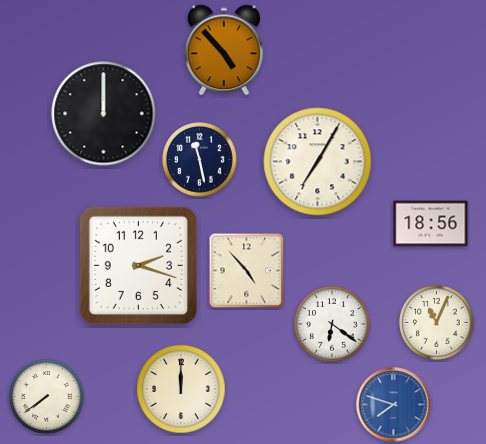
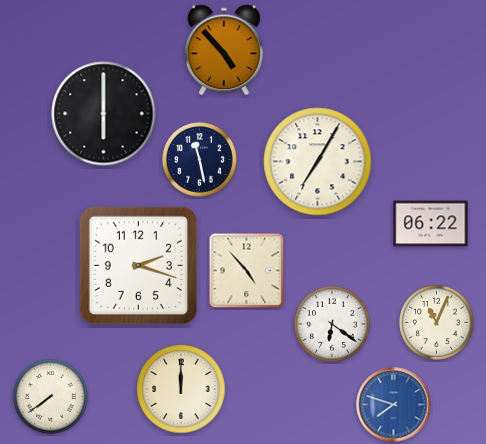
clock at (104, 114): 12:00 -> 6:00
clock at (431, 224): 18:56 -> 06:22
clock at (47, 397) position: (47, 397) -> (51, 397)
